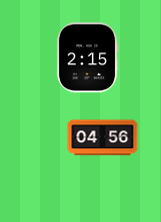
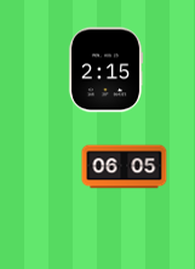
clock at (103, 138): 04:56 -> 06:05
